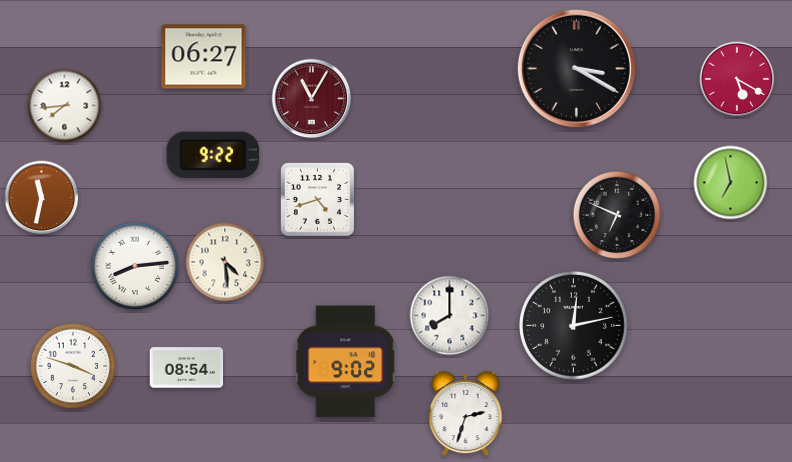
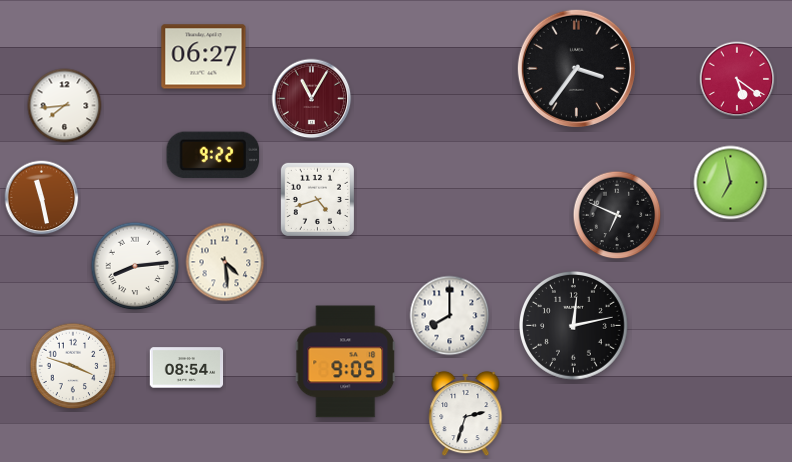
clock at (576, 68): 3:20 -> 3:36
clock at (737, 79): 5:20 -> 5:21
clock at (42, 198): 11:32 -> 11:28
clock at (346, 362): 9:02 -> 9:05
